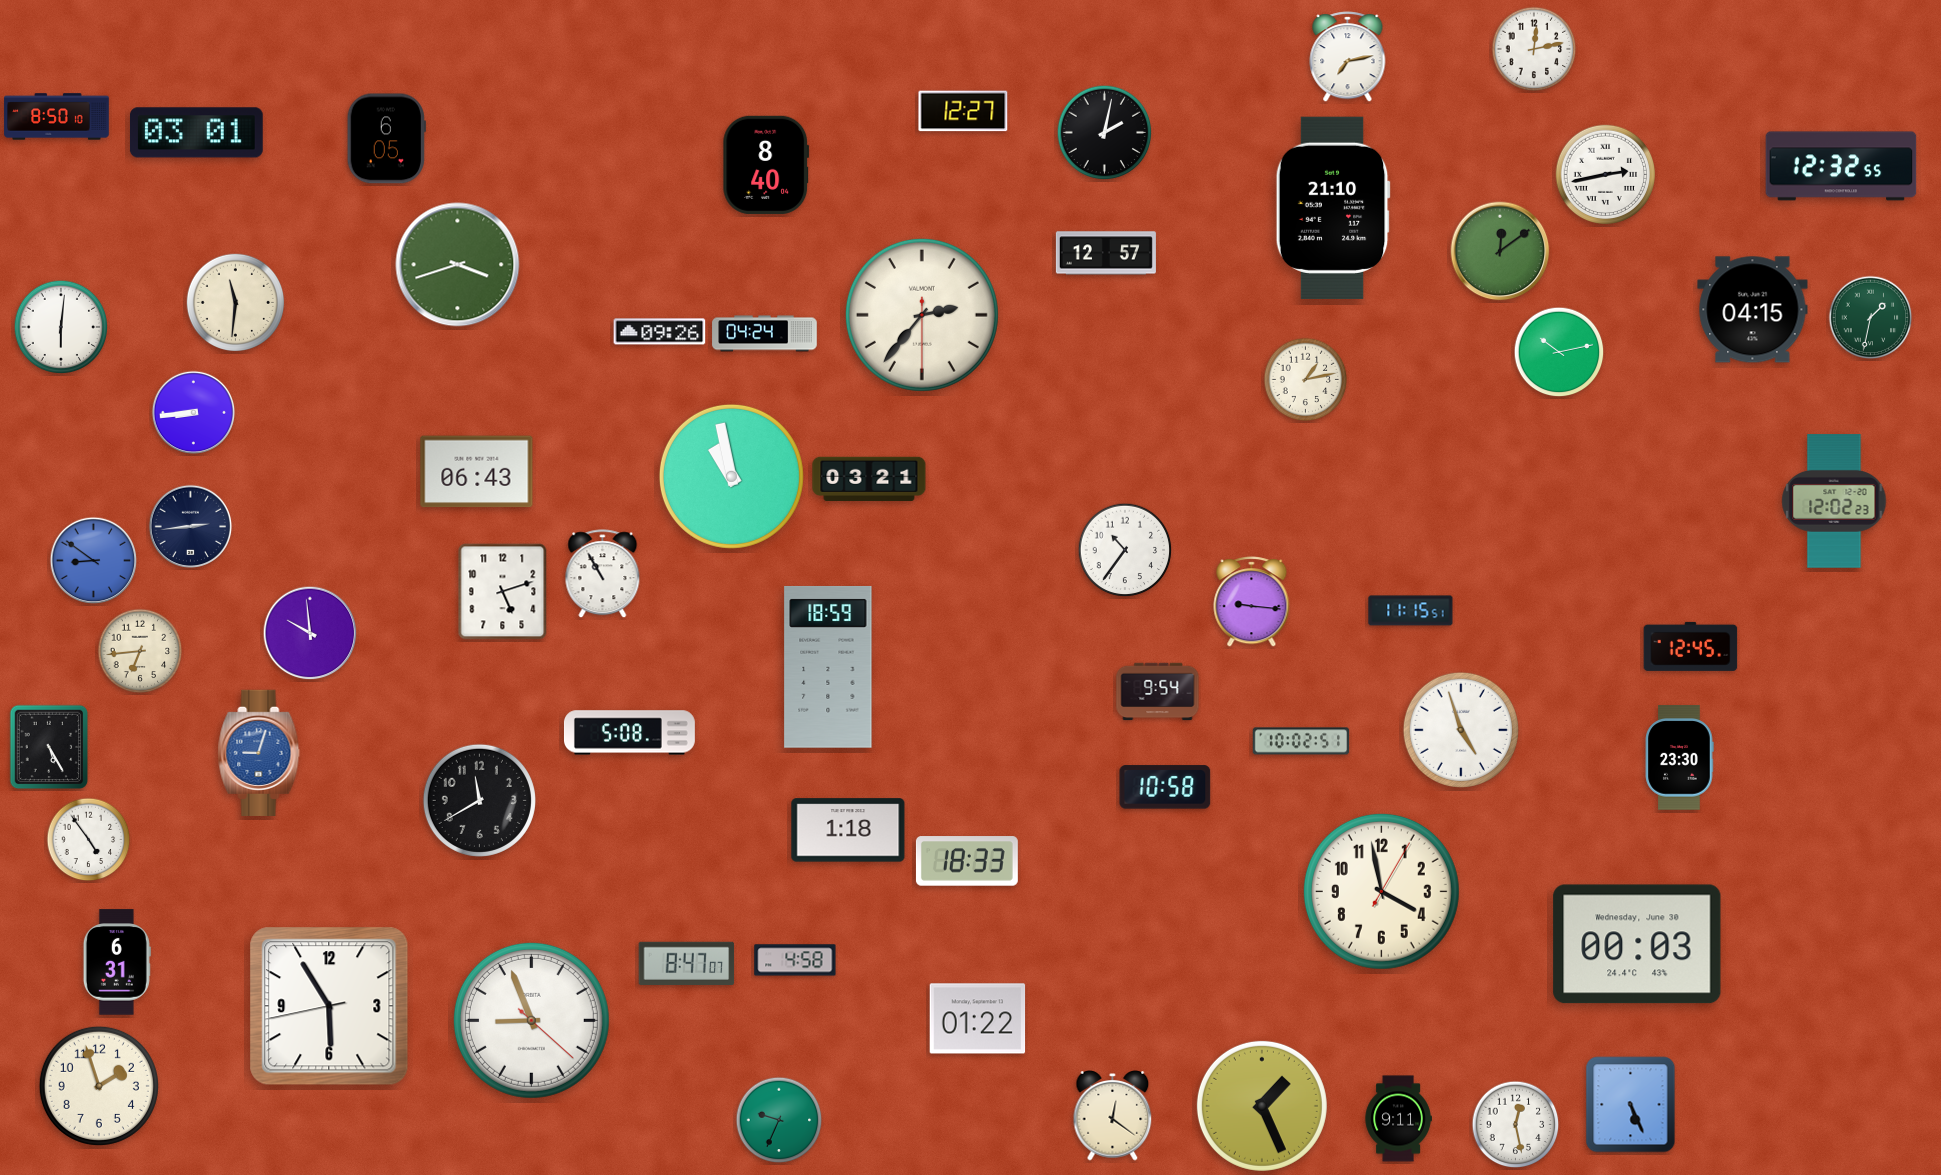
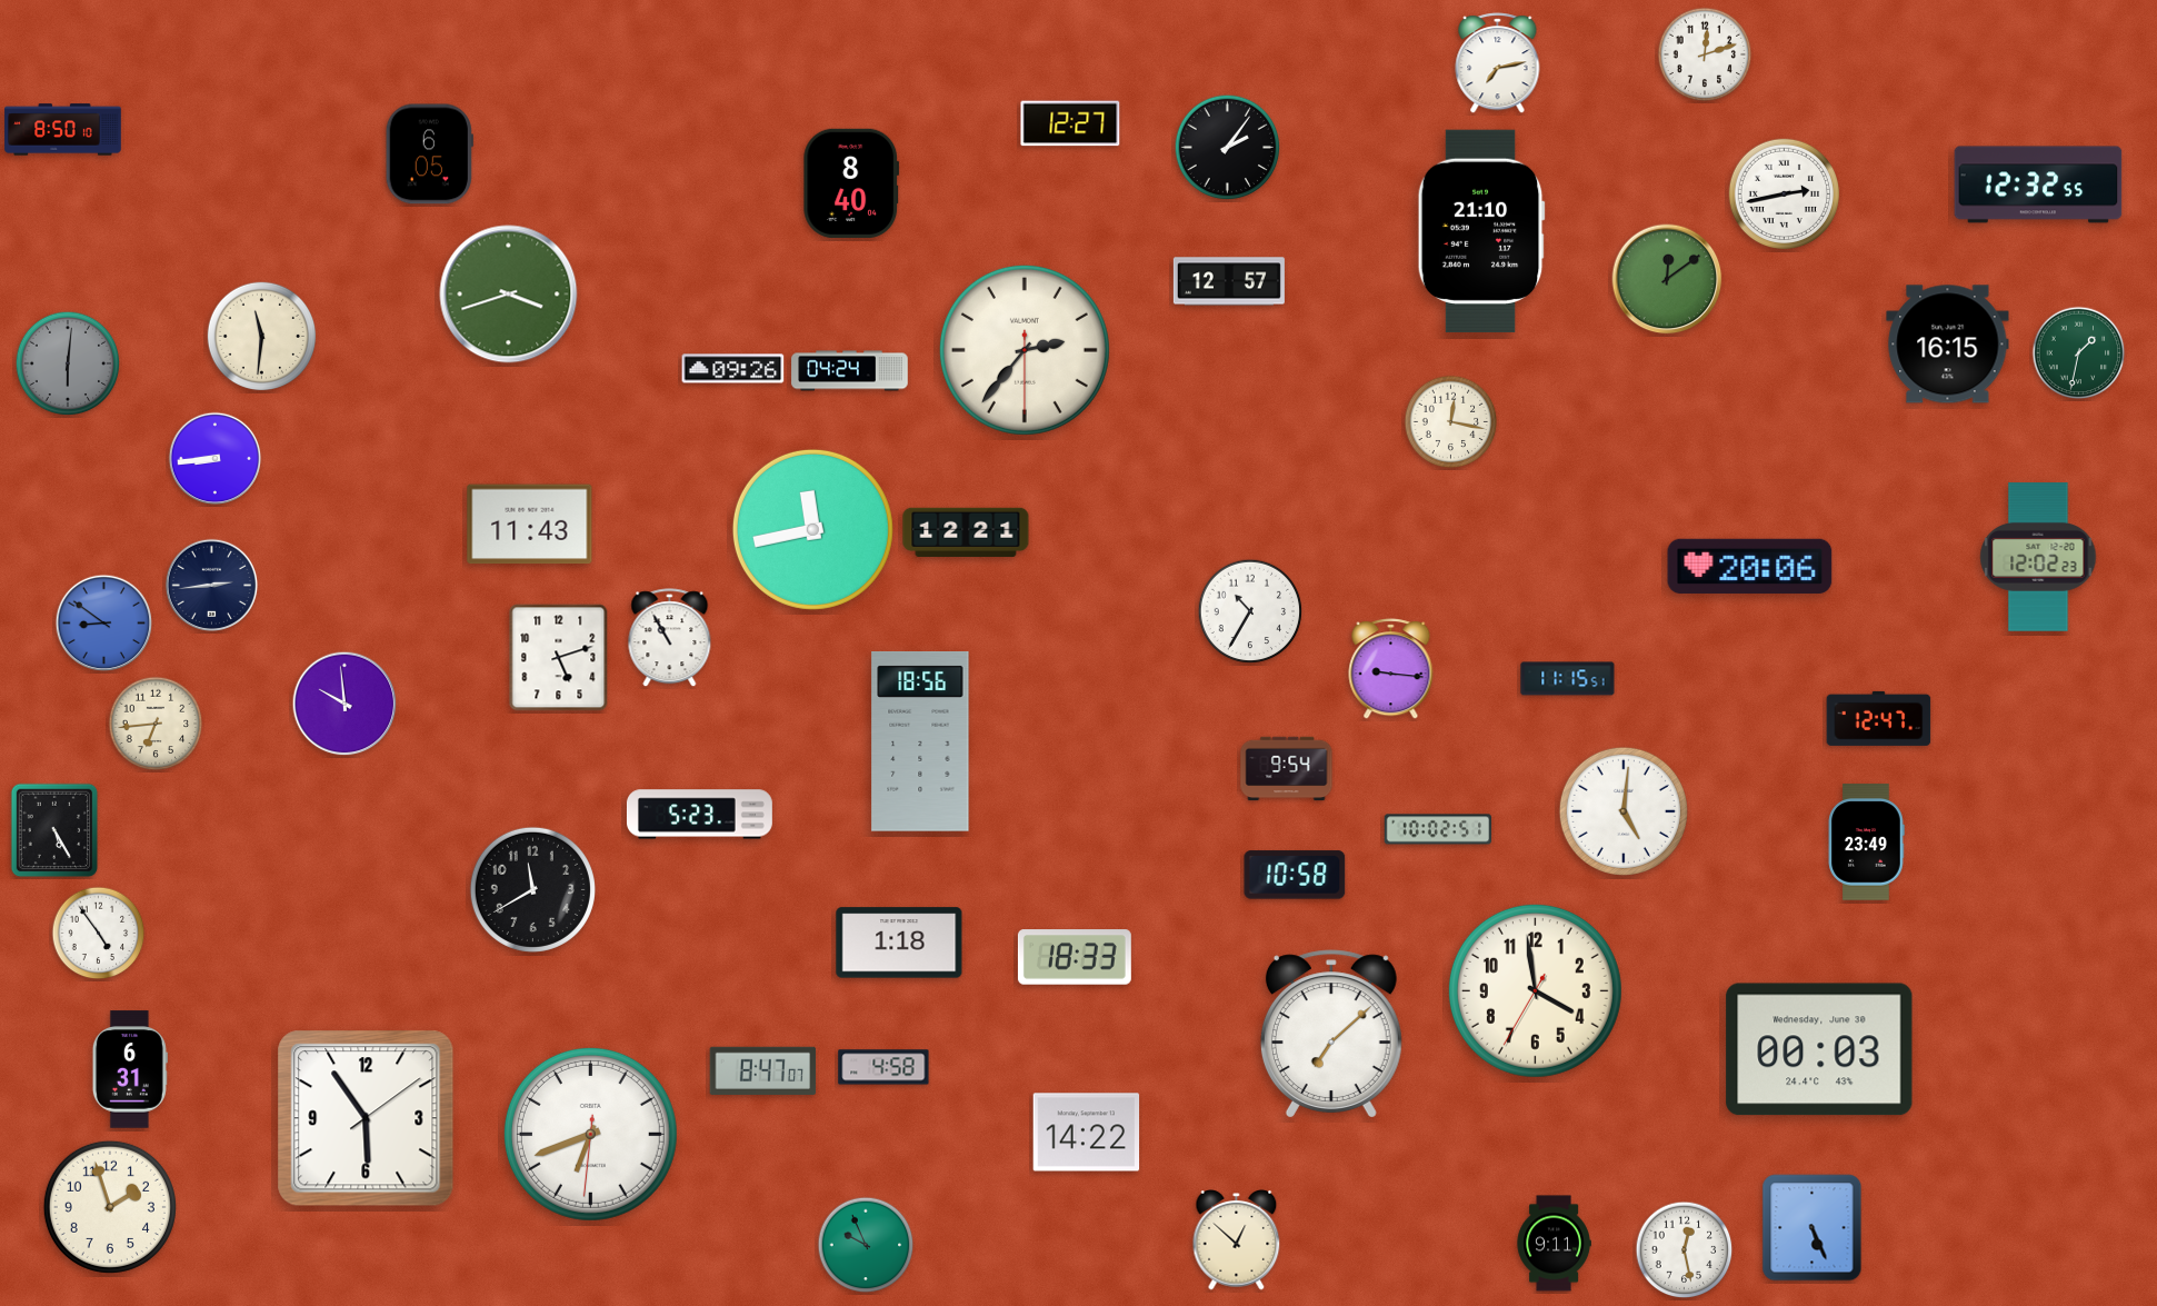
clock at (1534, 49): 12:13 -> 12:12
clock at (196, 133): 03:01 -> none
clock at (1105, 133): 2:02 -> 2:06
clock at (1841, 166) position: (1841, 166) -> (2038, 185)
clock at (1753, 310): 04:15 -> 16:15
clock at (61, 327) dial: white -> grey
clock at (1559, 352): 10:13 -> none
clock at (1306, 380): 1:13 -> 12:17
clock at (477, 472): 06:43 -> 11:43
clock at (731, 476): 10:58 -> 11:43
clock at (869, 478): 03:21 -> 12:21
clock at (1750, 566): none -> 20:06
clock at (1125, 550): 10:36 -> 10:35
clock at (1691, 646): 12:45 -> 12:47
clock at (828, 668): 18:59 -> 18:56
clock at (1461, 730): 4:57 -> 5:01
clock at (629, 733): 5:08 -> 5:23
clock at (1301, 741) position: (1301, 741) -> (1438, 829)
clock at (259, 753): 9:03 -> none
clock at (1679, 758): 23:30 -> 23:49
clock at (848, 830) position: (848, 830) -> (899, 943)
clock at (1381, 891): 3:58:05 -> 3:58:35
clock at (1331, 1034): none -> 7:08
clock at (329, 1006): 5:54:43 -> 5:54:09
clock at (978, 1019): 01:22 -> 14:22
clock at (531, 1020): 8:56 -> 6:41
clock at (1262, 1106): 1:26 -> none
clock at (1113, 1116): 12:21 -> 12:52
clock at (779, 1120): 9:34 -> 9:56
